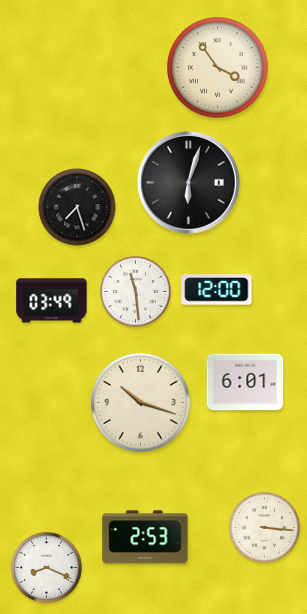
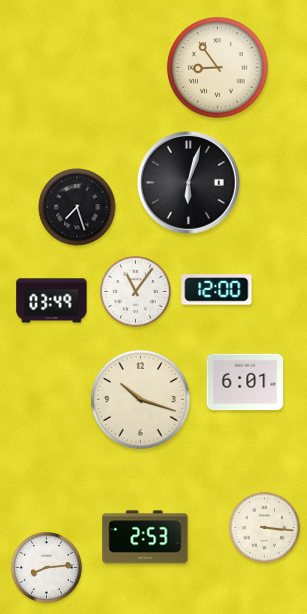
clock at (218, 68): 3:54 -> 8:54
clock at (136, 292): 11:29 -> 11:06
clock at (141, 403) position: (141, 403) -> (141, 400)
clock at (47, 568): 8:19 -> 8:14
